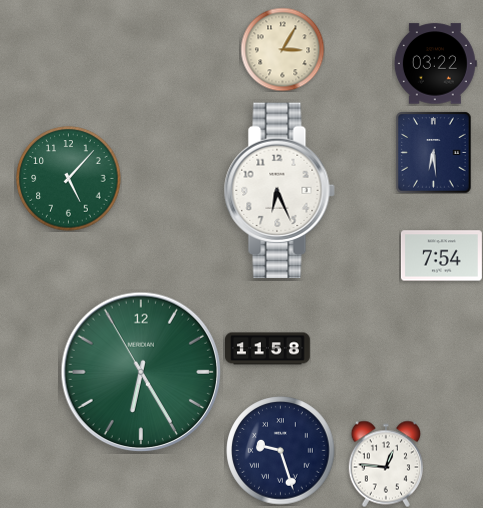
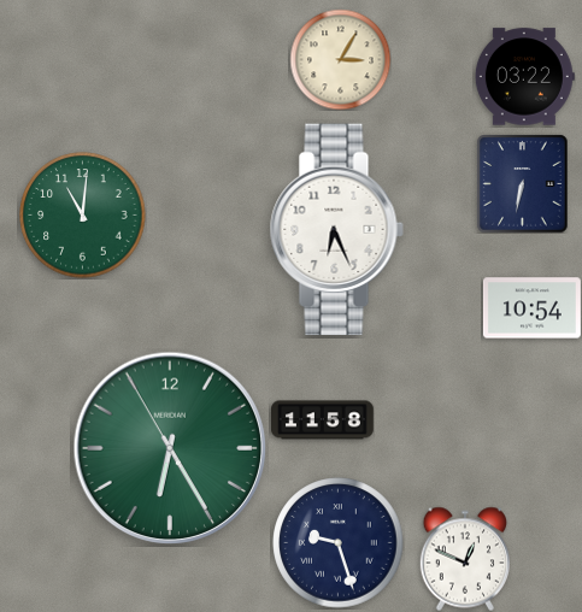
clock at (434, 152): 6:29 -> 6:32
clock at (69, 179): 5:07 -> 11:01
clock at (441, 256): 7:54 -> 10:54
clock at (385, 464): 12:46 -> 12:49
